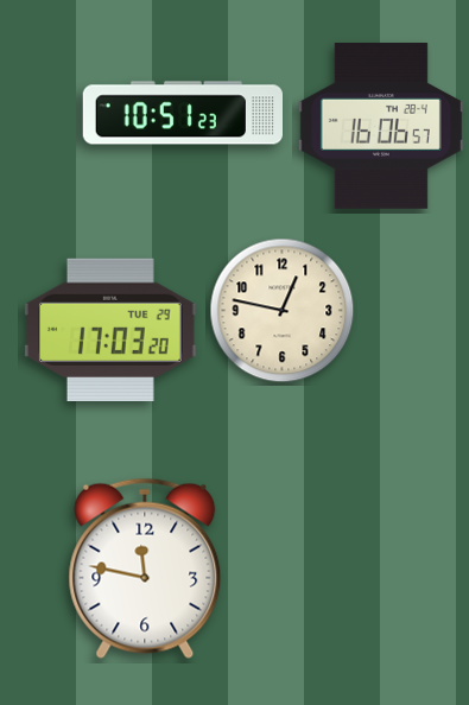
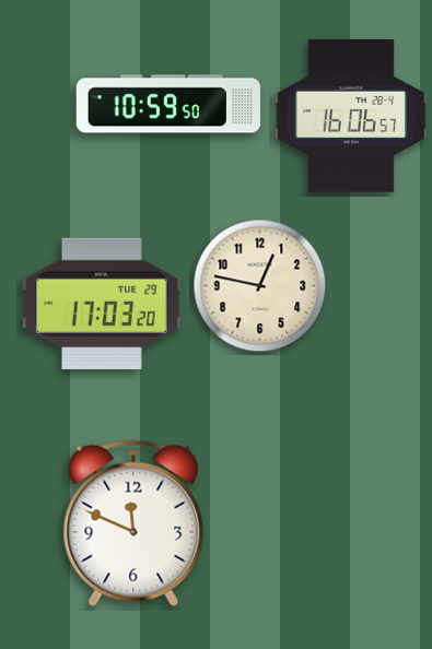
clock at (182, 113): 10:51 -> 10:59
clock at (145, 569): 11:47 -> 11:49
